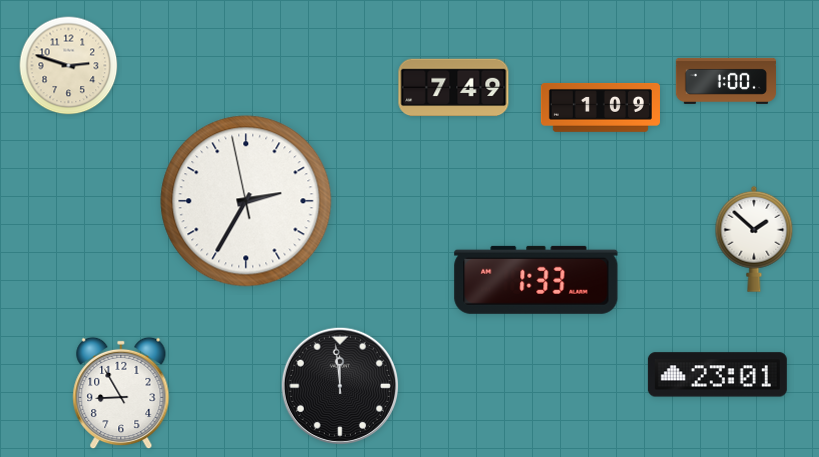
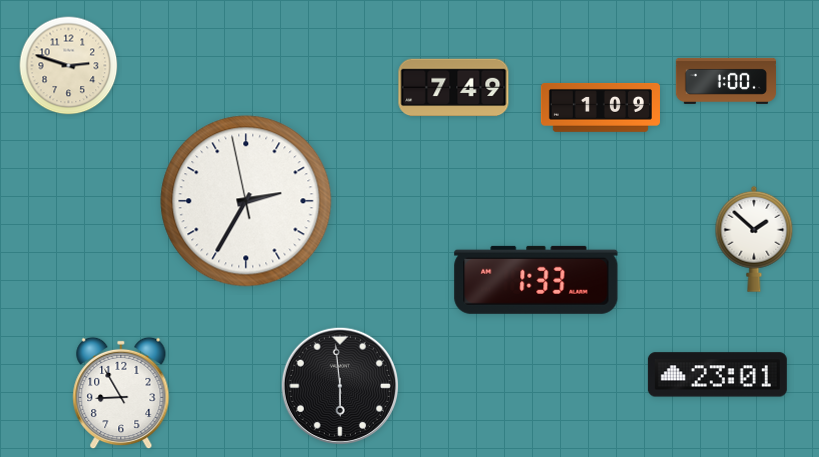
clock at (339, 385): 11:59 -> 5:59
